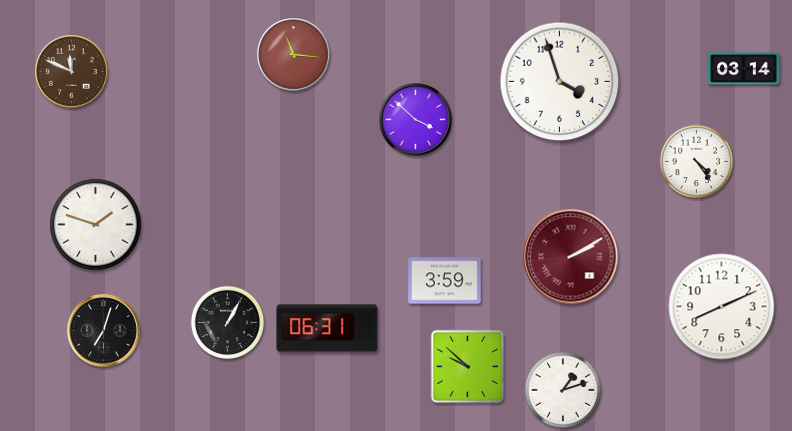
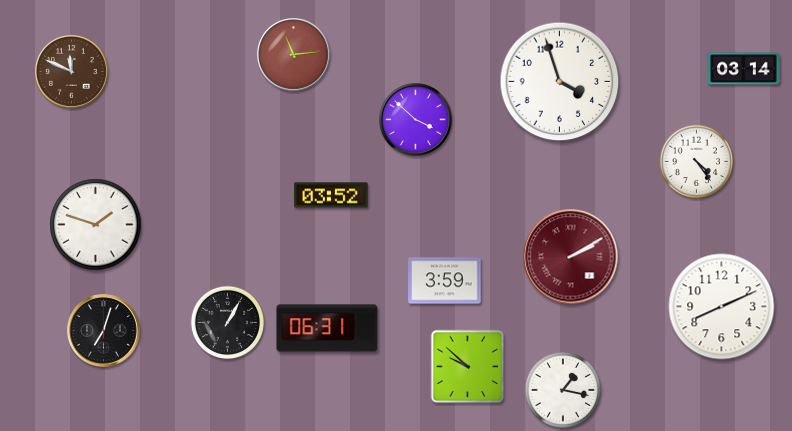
clock at (294, 55): 11:16 -> 11:14
clock at (331, 195): none -> 03:52
clock at (563, 390): 1:12 -> 1:17
